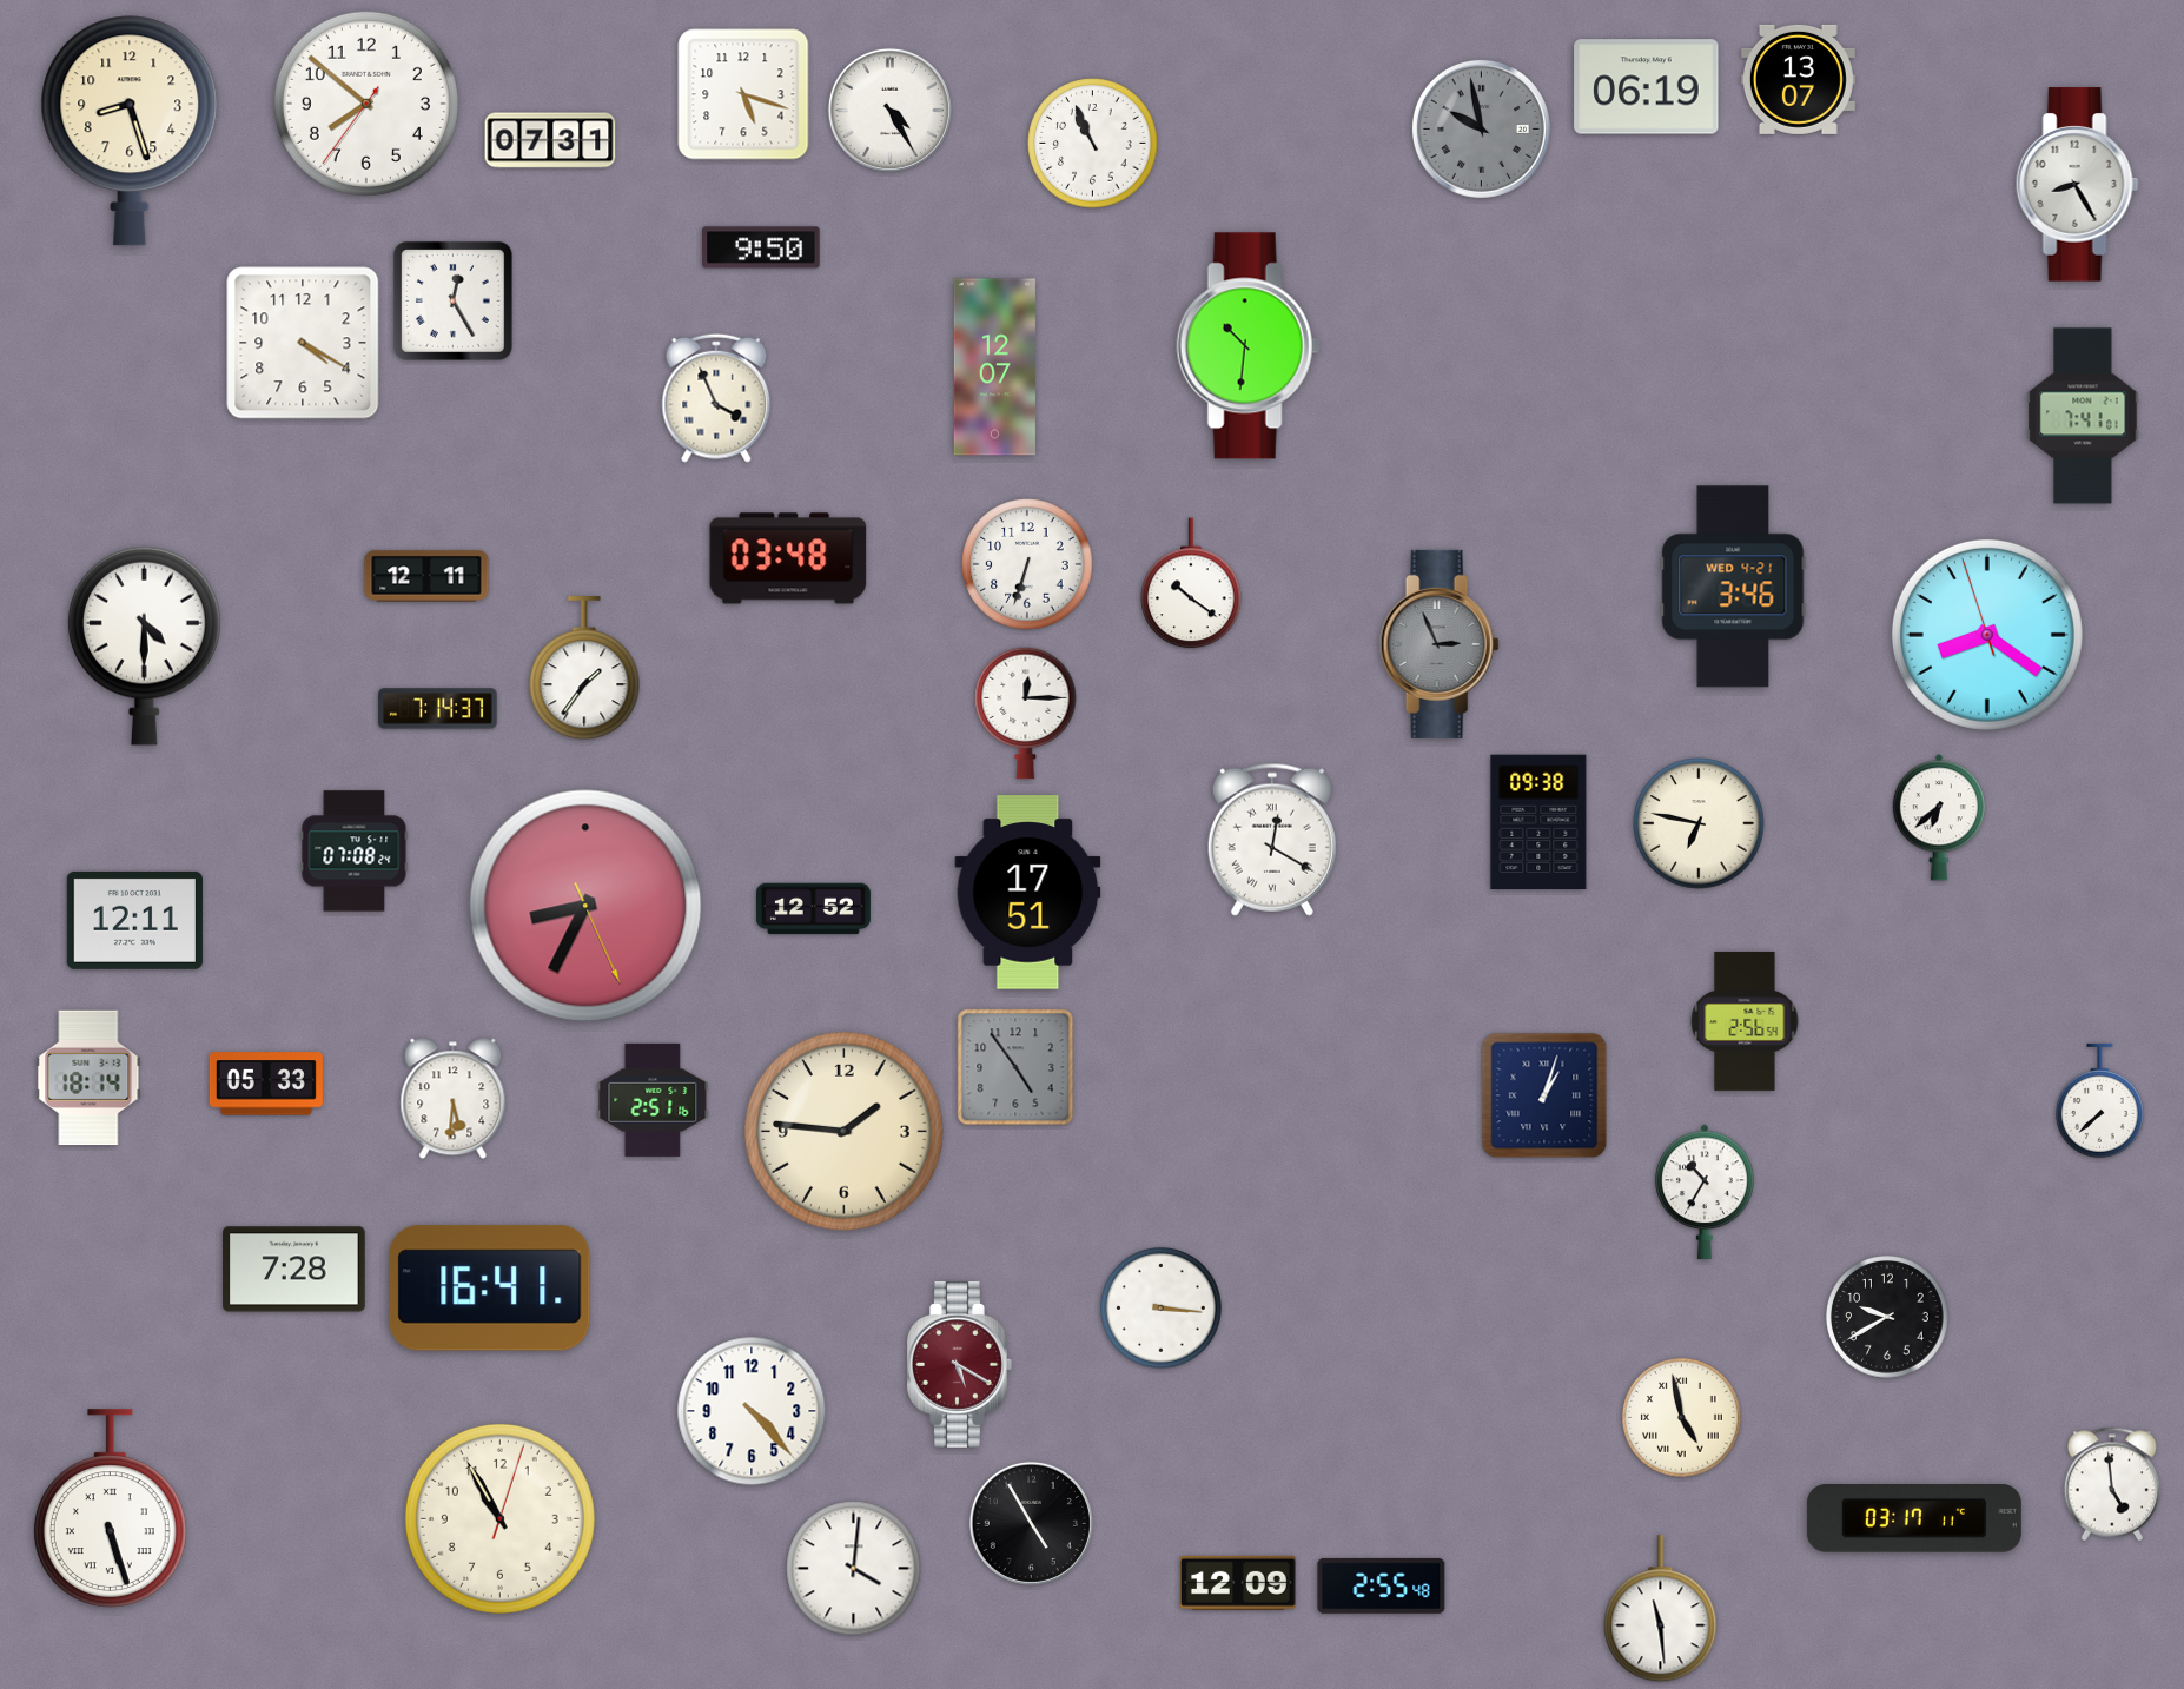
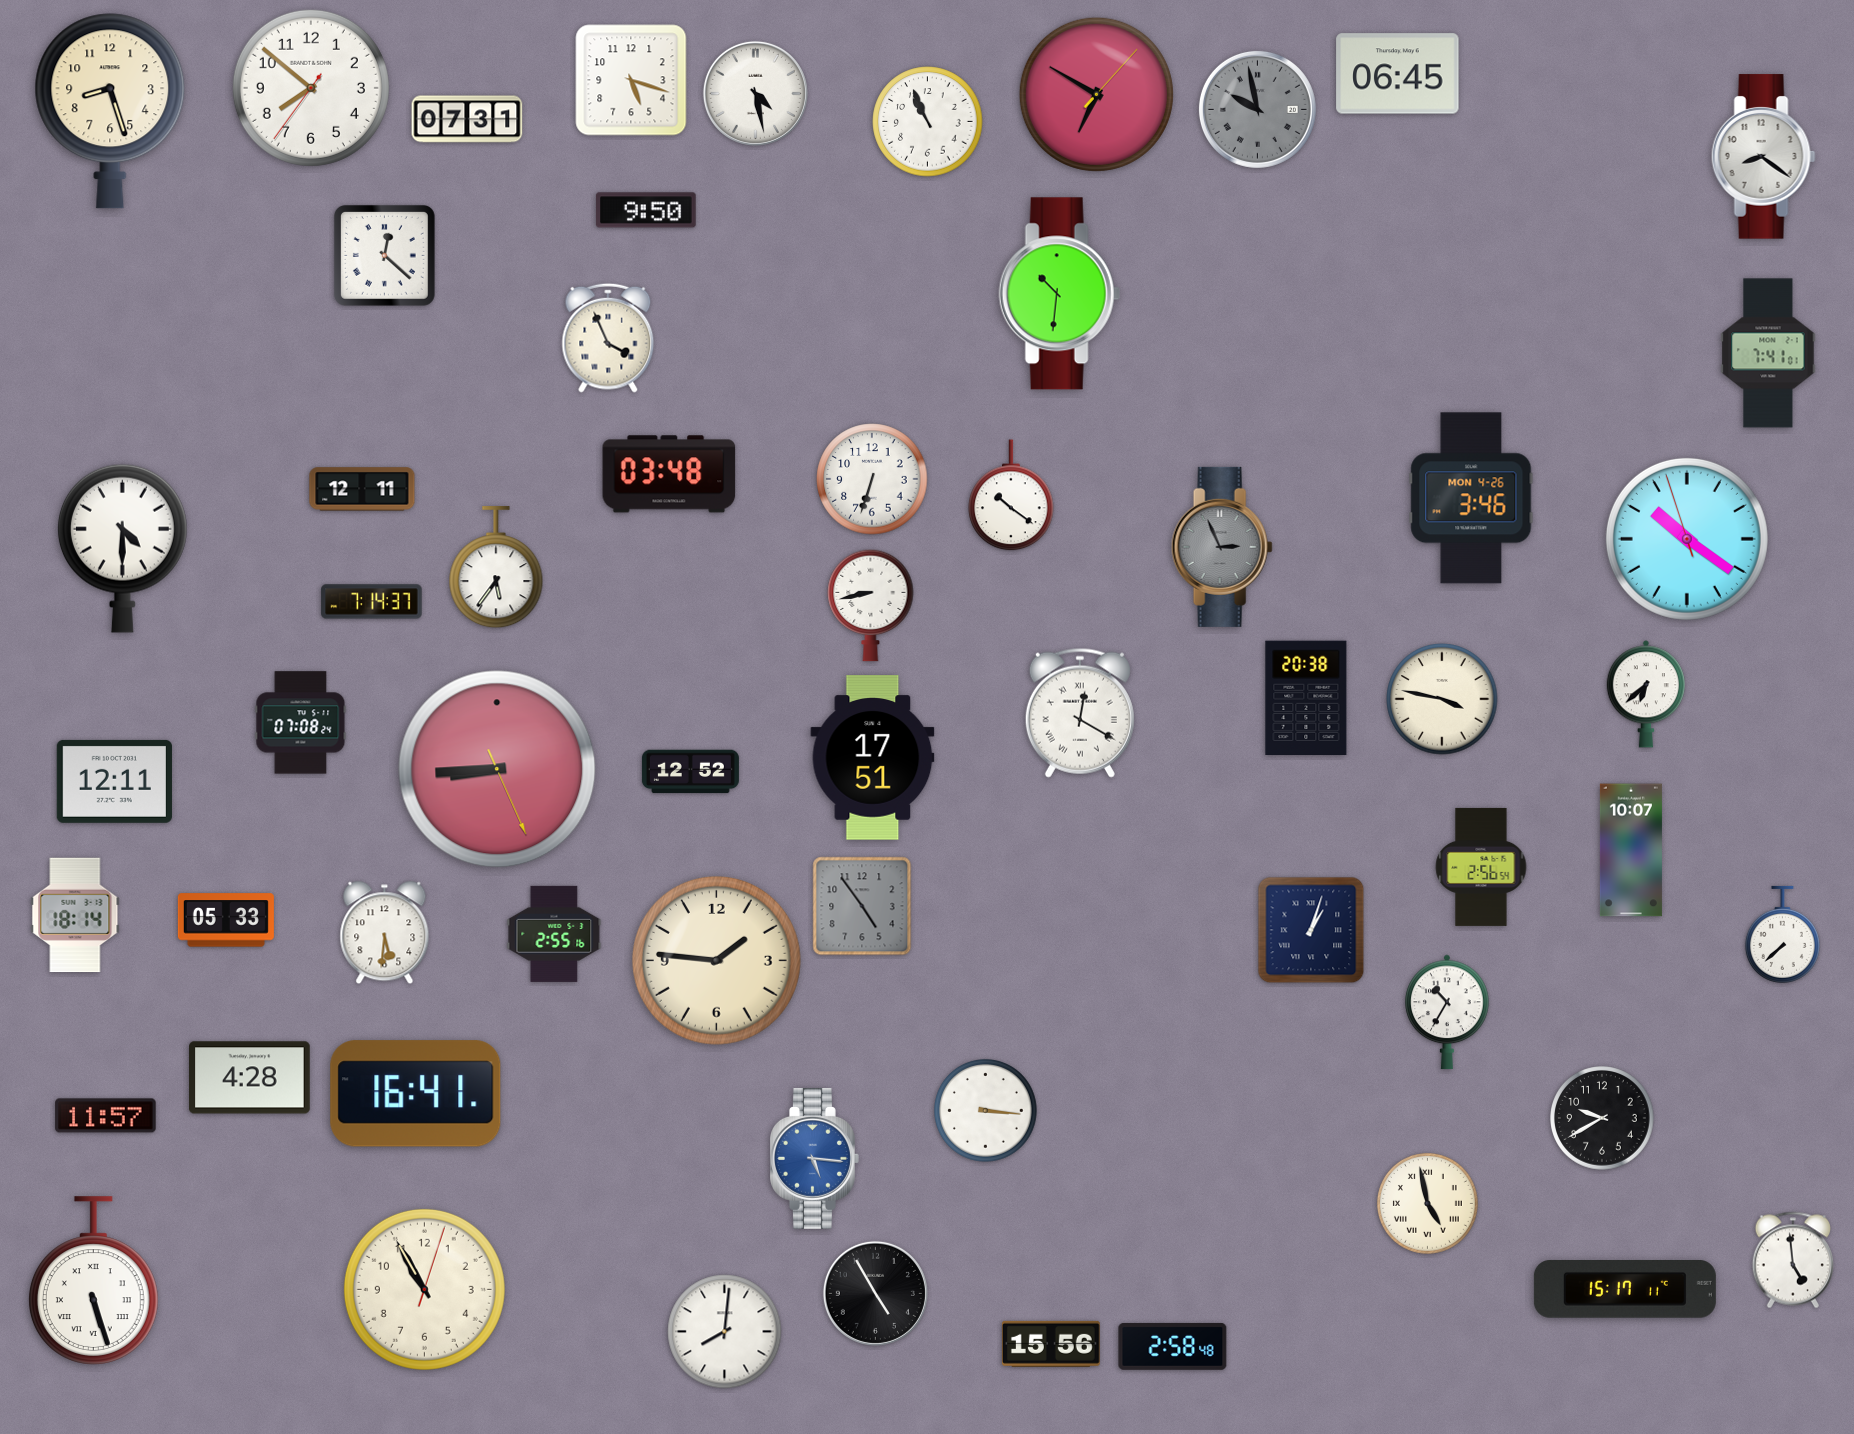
clock at (1798, 79): 13:07 -> none
clock at (1647, 87): 06:19 -> 06:45
clock at (889, 110): 4:25 -> 4:28
clock at (1096, 94): none -> 6:50
clock at (2077, 185): 8:25 -> 8:21
clock at (452, 300): 12:25 -> 12:22
clock at (303, 343): 4:20 -> none
clock at (994, 367): 12:07 -> none
clock at (1733, 587) date: WED 4-21 -> MON 4-26
clock at (1987, 635): 8:20 -> 10:20
clock at (584, 669): 1:36 -> 5:36
clock at (1026, 713): 12:15 -> 8:43
clock at (1538, 821): 09:38 -> 20:38
clock at (1699, 823): 6:47 -> 3:47
clock at (585, 906): 8:34 -> 8:44
clock at (1631, 850): none -> 10:07
clock at (653, 1100): 2:51 -> 2:55
clock at (294, 1270): 7:28 -> 4:28
clock at (106, 1116): none -> 11:57
clock at (960, 1364): 5:20 -> 5:16
clock at (960, 1364) dial: burgundy -> blue
clock at (752, 1411): 4:23 -> none
clock at (1914, 1518): 03:17 -> 15:17
clock at (854, 1569): 4:01 -> 8:01
clock at (1238, 1583): 12:09 -> 15:56
clock at (1382, 1585): 2:55 -> 2:58
clock at (1661, 1609): 11:29 -> none
